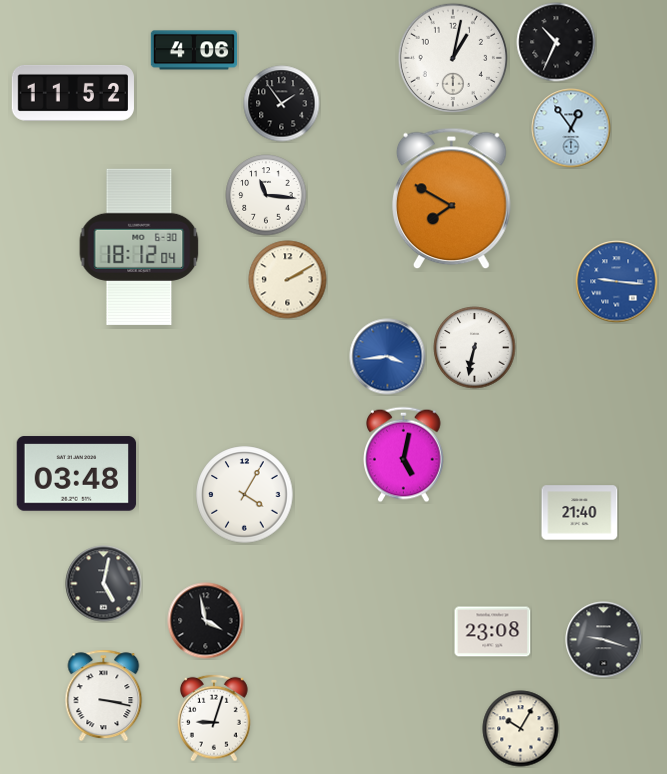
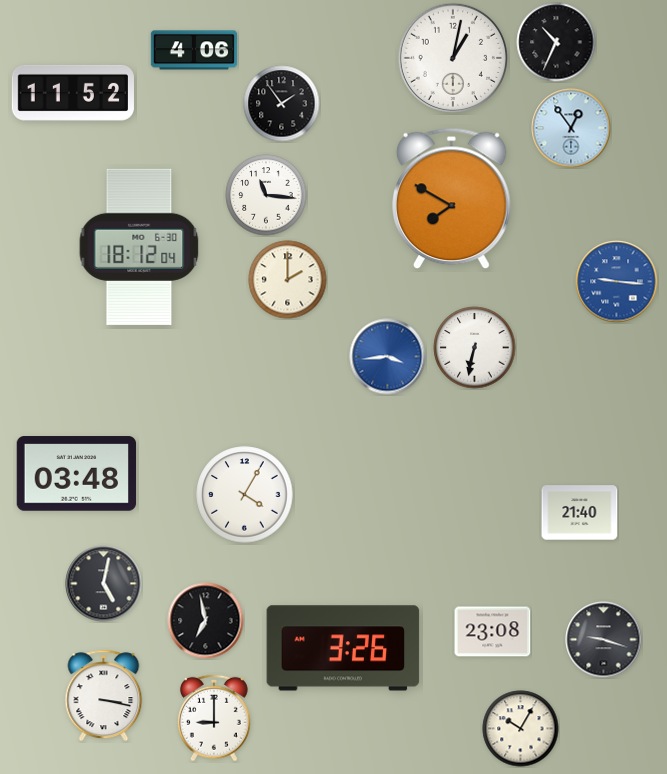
clock at (288, 280): 2:10 -> 2:00
clock at (404, 455): 5:02 -> none
clock at (206, 621): 3:58 -> 6:58
clock at (343, 648): none -> 3:26
clock at (214, 718): 9:03 -> 9:00
